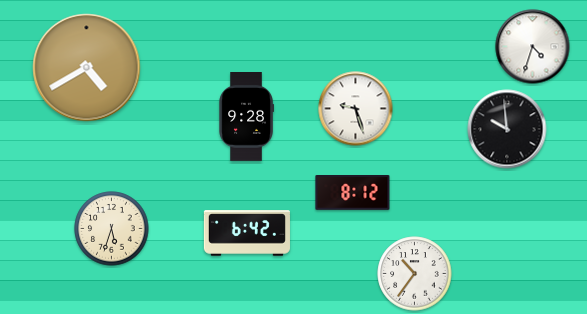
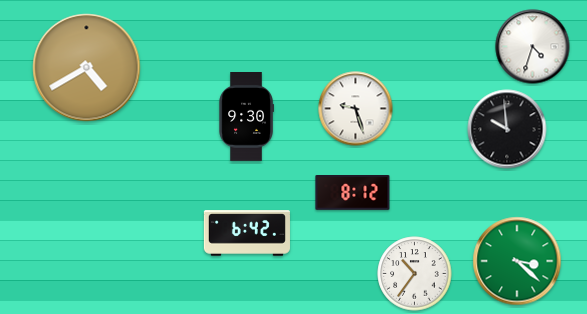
clock at (246, 117): 9:28 -> 9:30
clock at (112, 229): 5:33 -> none
clock at (517, 261): none -> 3:22
